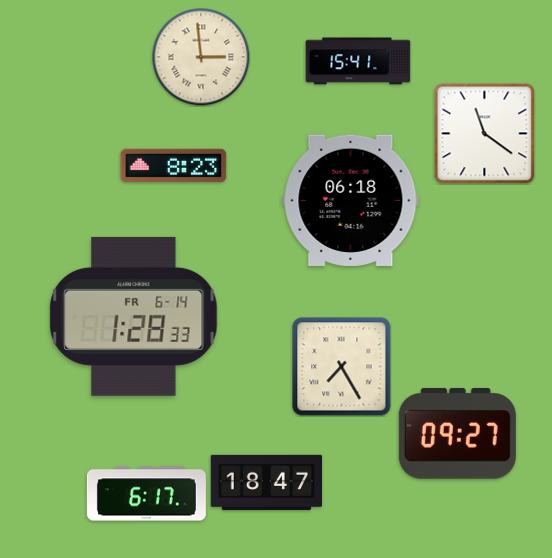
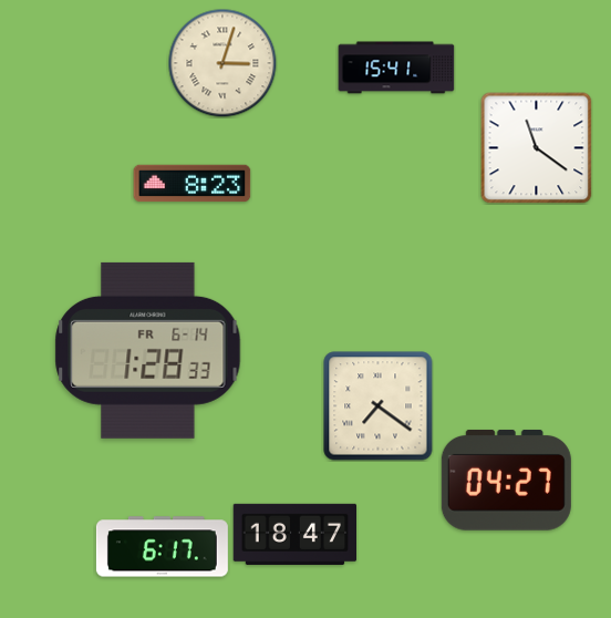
clock at (201, 57): 2:59 -> 3:03
clock at (351, 200): 06:18 -> none
clock at (342, 367): 7:25 -> 7:21
clock at (457, 433): 09:27 -> 04:27
